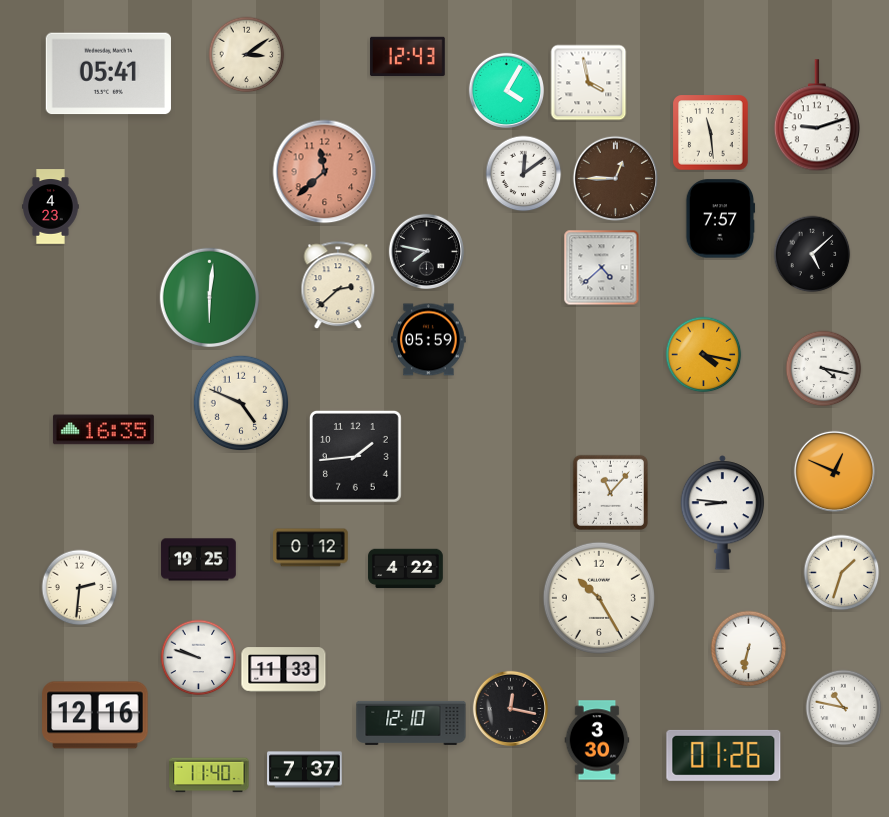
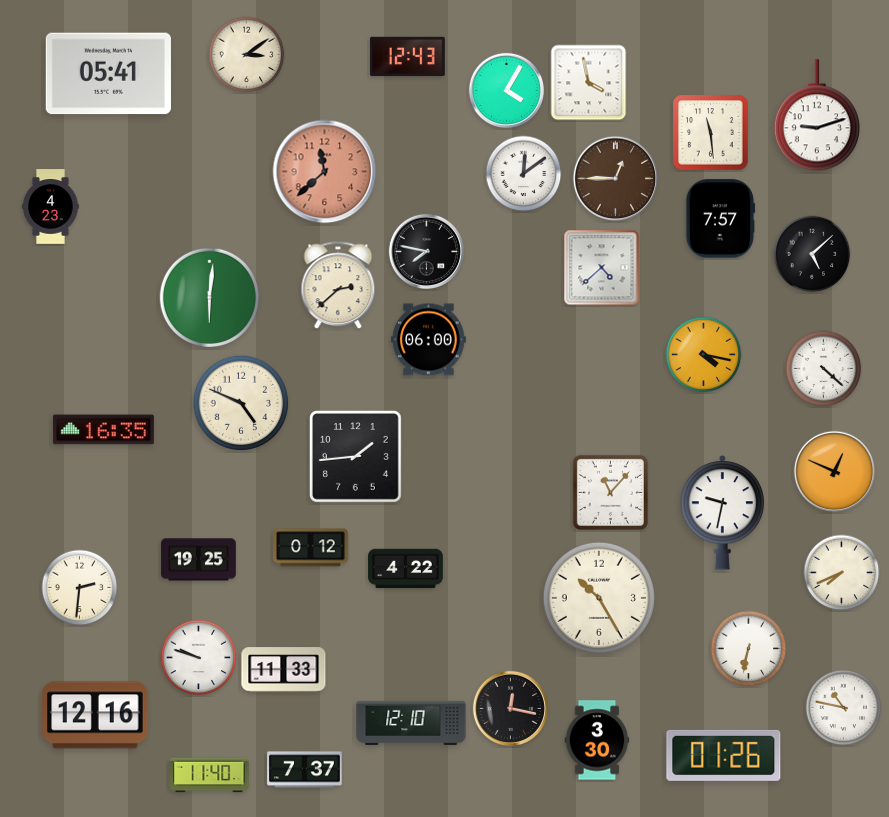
clock at (429, 340): 05:59 -> 06:00
clock at (824, 369): 4:17 -> 4:22
clock at (723, 513): 8:46 -> 9:32
clock at (842, 573): 1:33 -> 7:41
